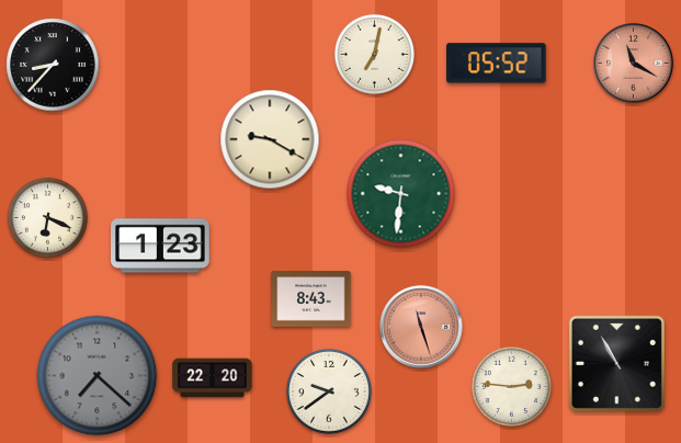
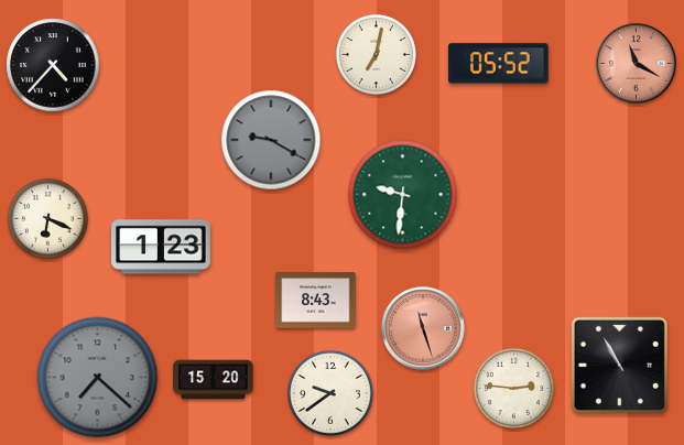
clock at (53, 65): 8:37 -> 4:37
clock at (270, 139) dial: cream -> grey
clock at (311, 299) position: (311, 299) -> (316, 301)
clock at (213, 378): 22:20 -> 15:20
